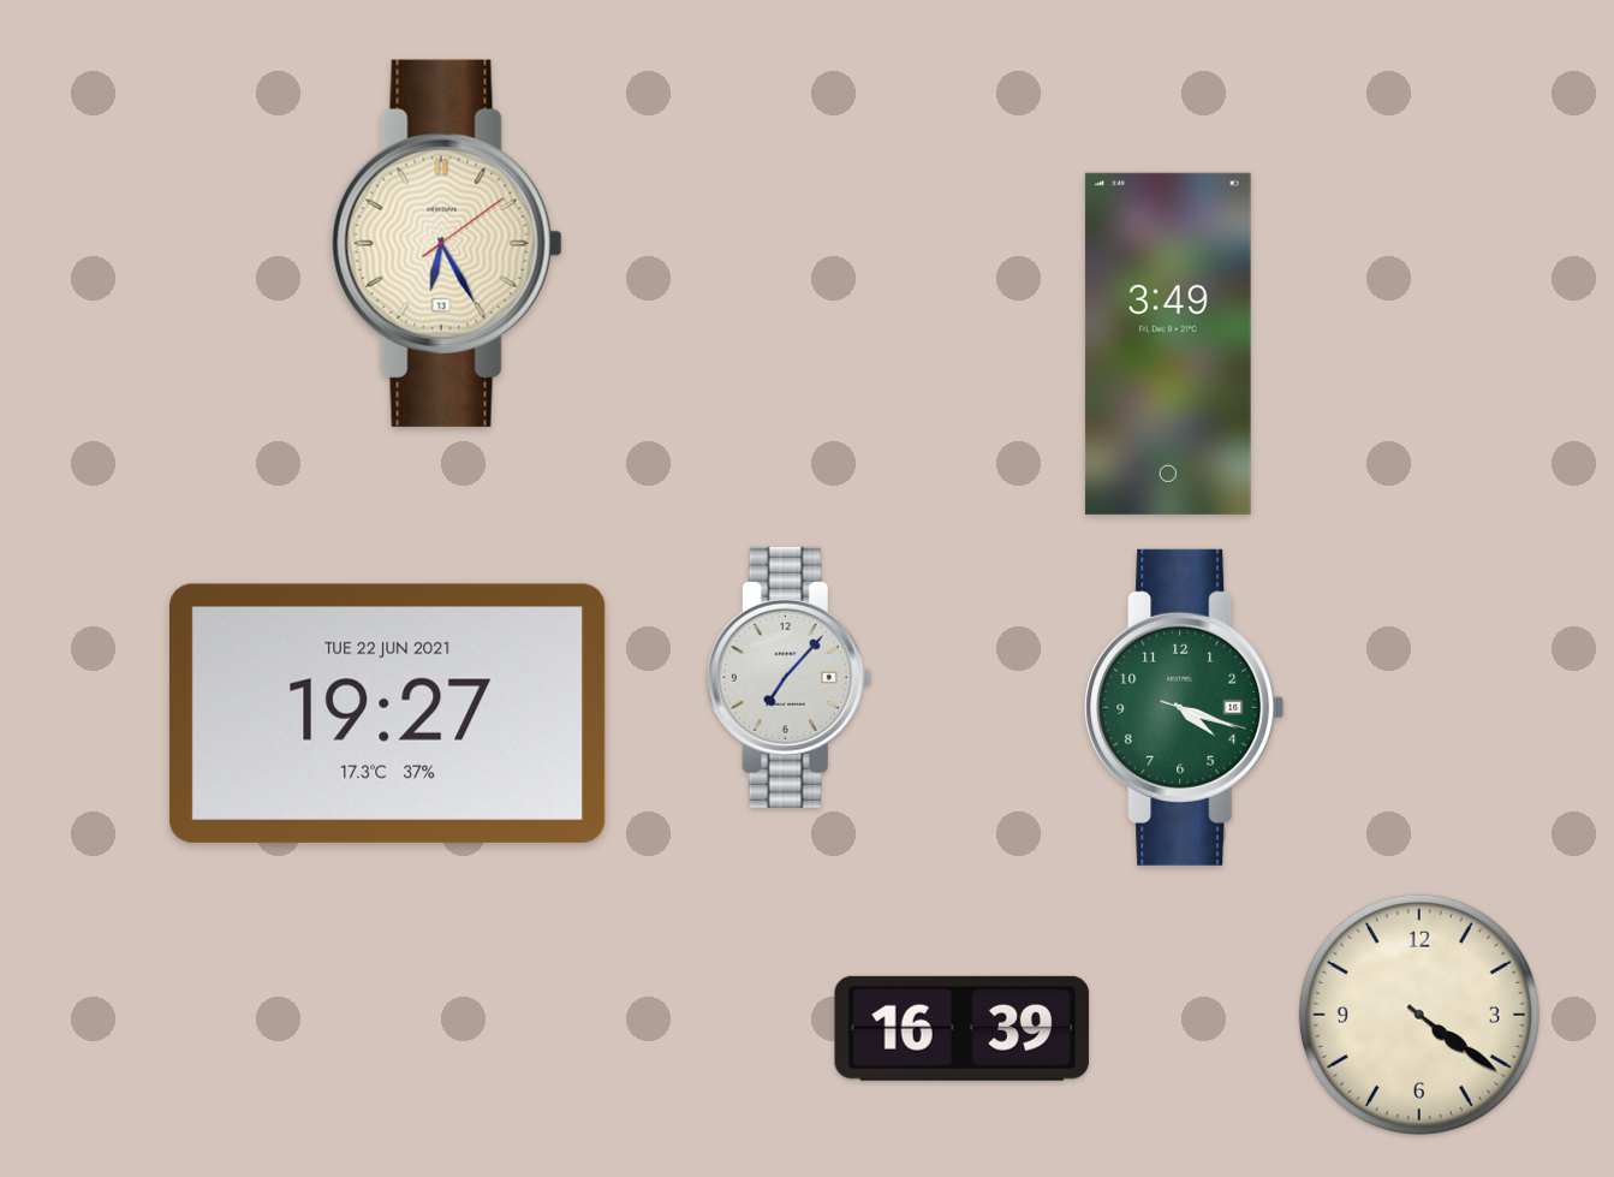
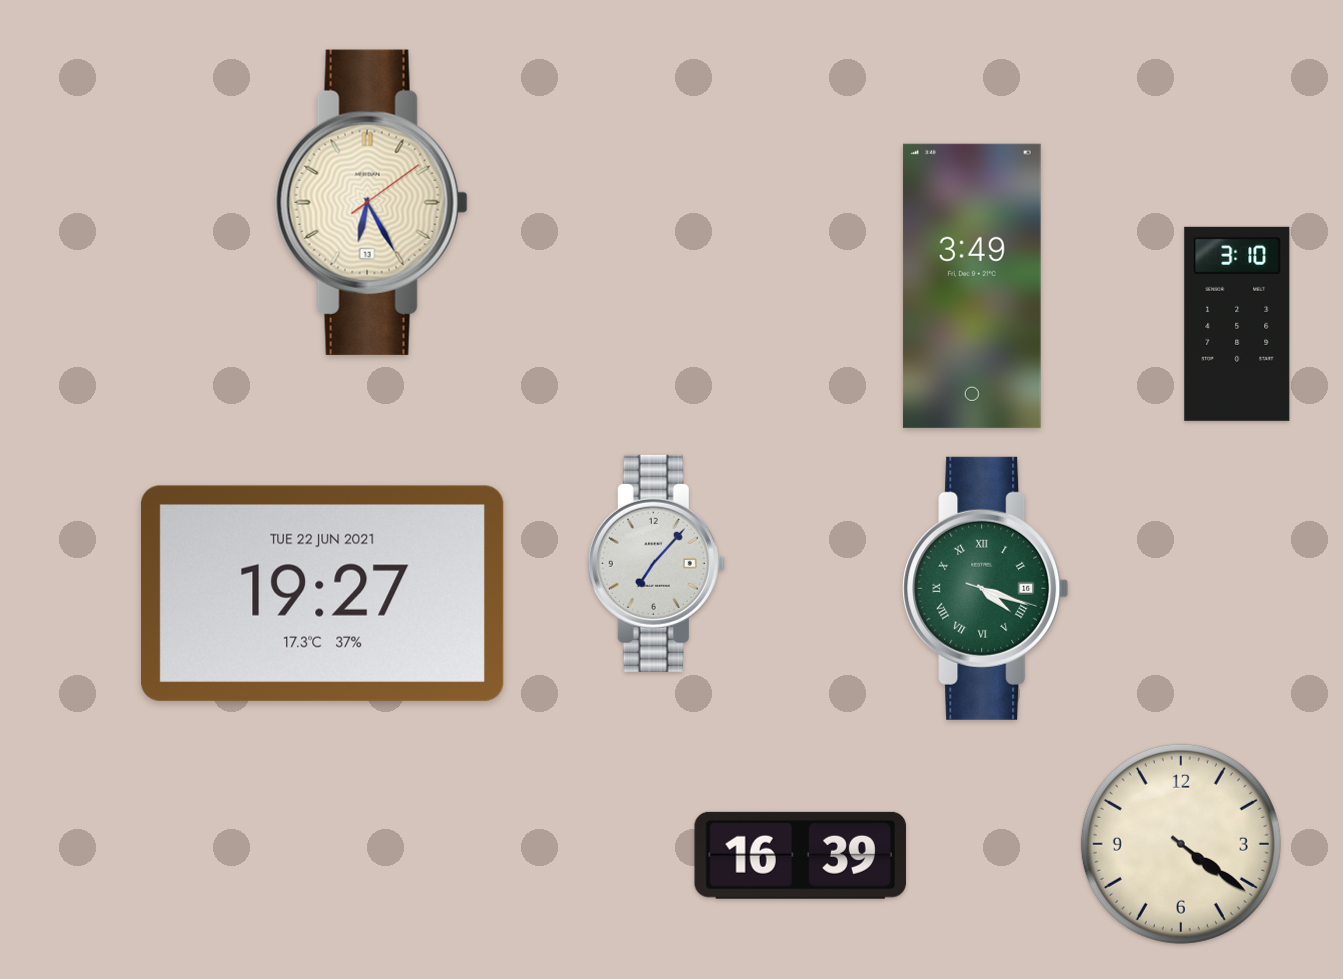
clock at (1237, 324): none -> 3:10
clock at (1185, 707) numerals: Arabic -> Roman
